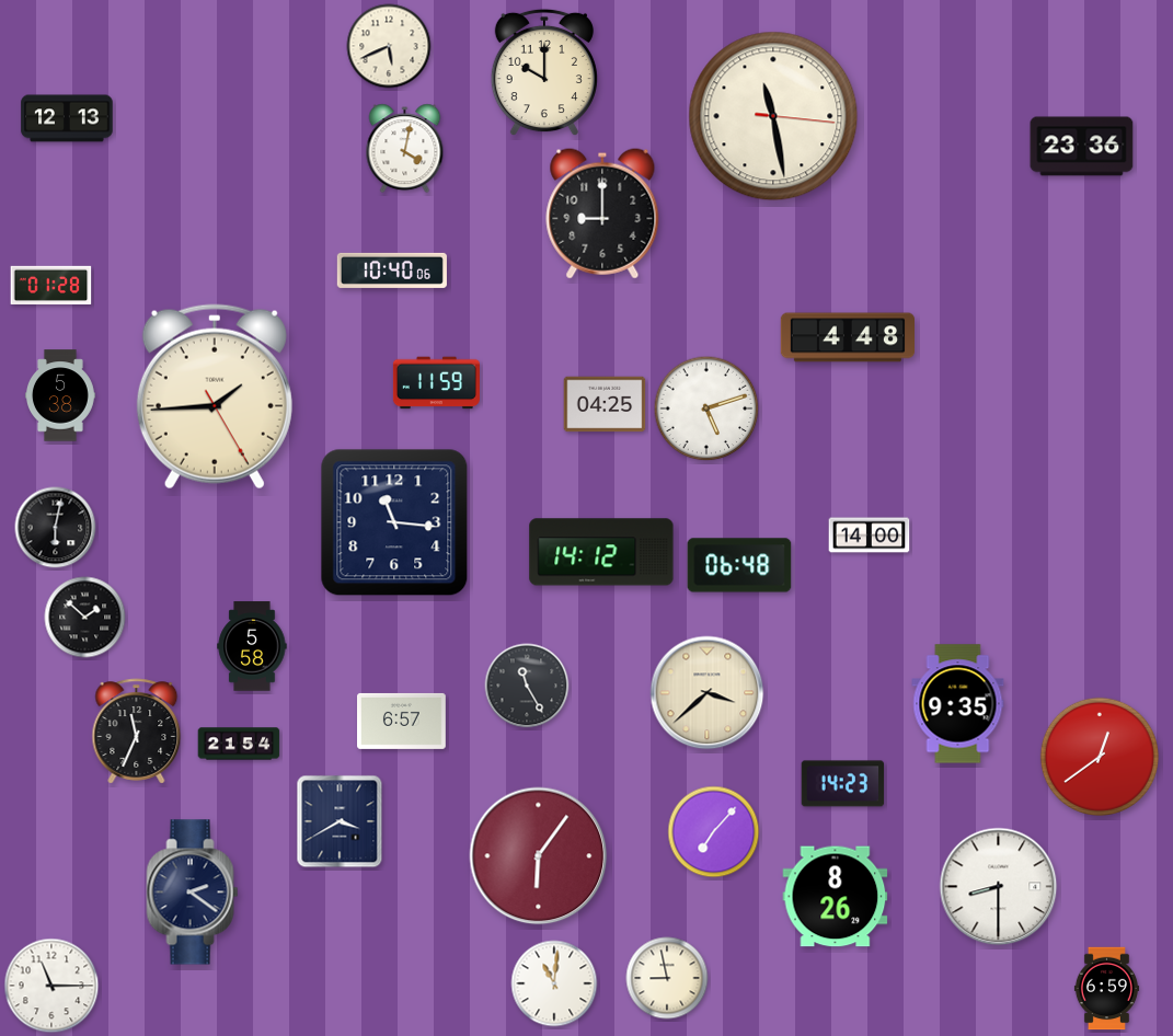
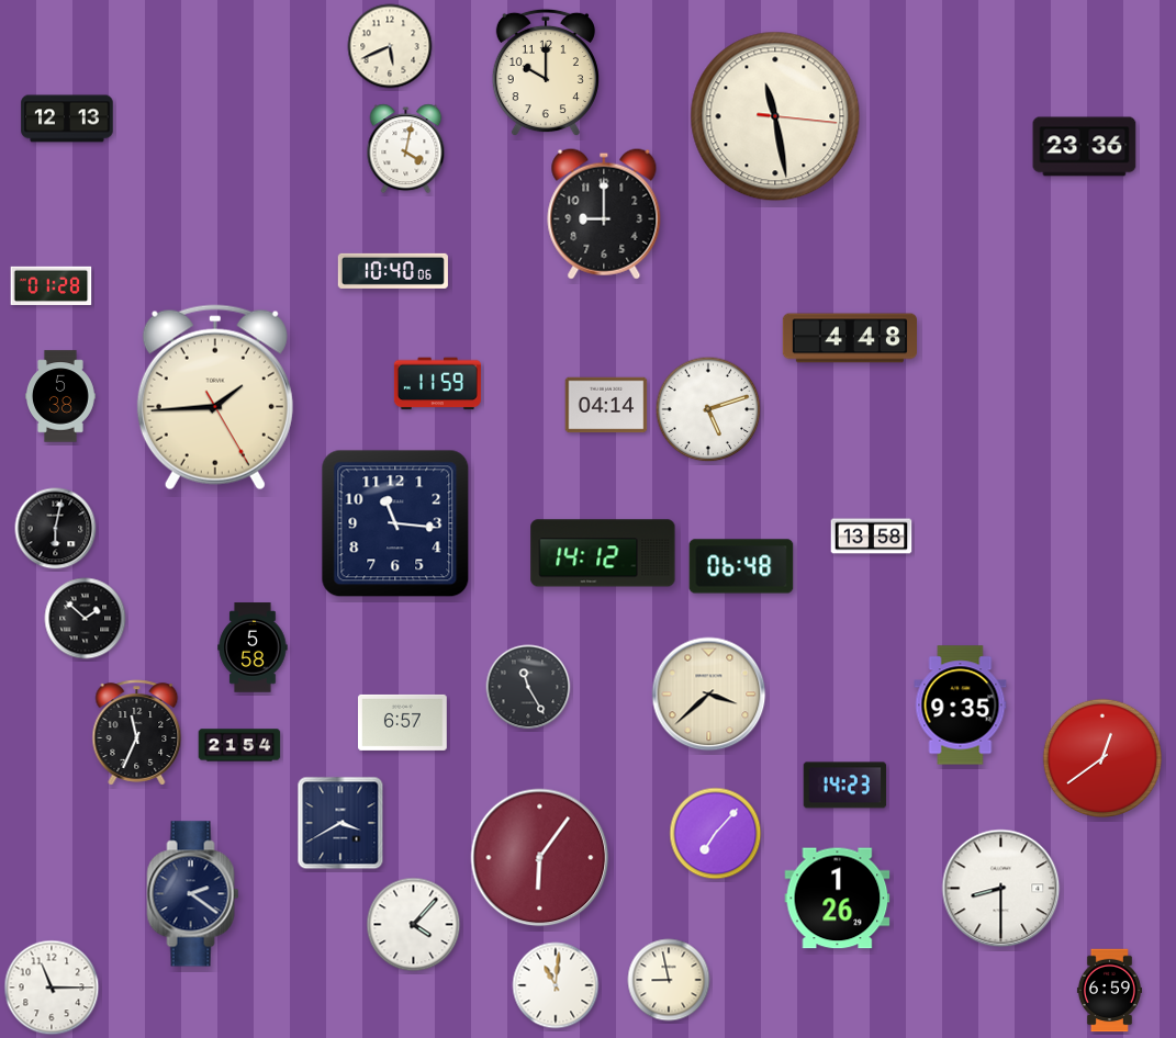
clock at (605, 404): 04:25 -> 04:14
clock at (870, 536): 14:00 -> 13:58
clock at (836, 897): 8:26 -> 1:26
clock at (414, 925): none -> 4:07
